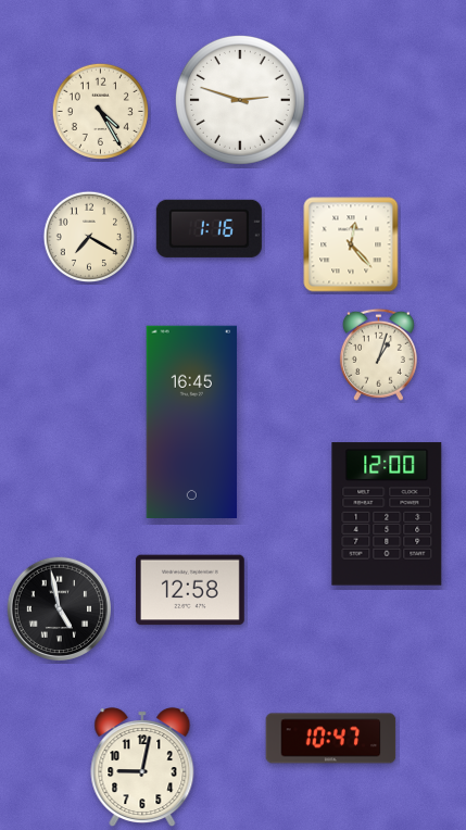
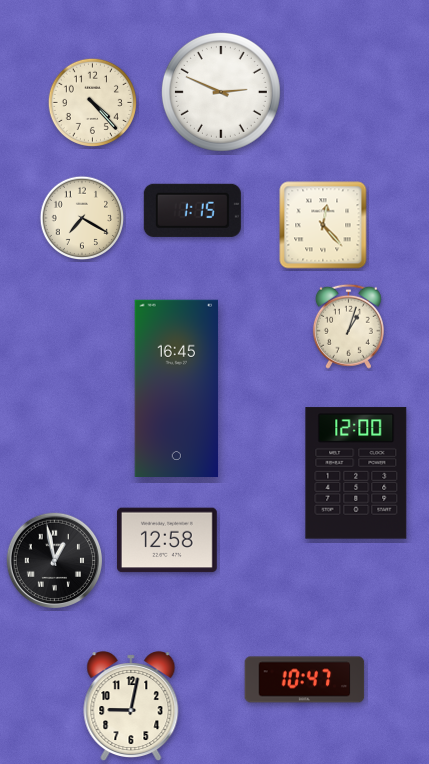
clock at (240, 100): 2:48 -> 2:49
clock at (100, 111): 4:25 -> 4:23
clock at (209, 228): 1:16 -> 1:15
clock at (190, 590) position: (190, 590) -> (167, 540)
clock at (59, 608): 4:58 -> 12:58
